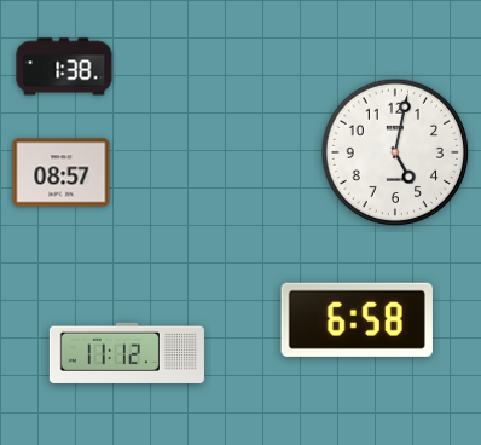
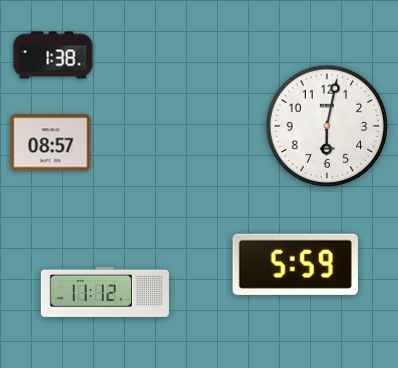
clock at (395, 152): 5:02 -> 6:02
clock at (357, 319): 6:58 -> 5:59
